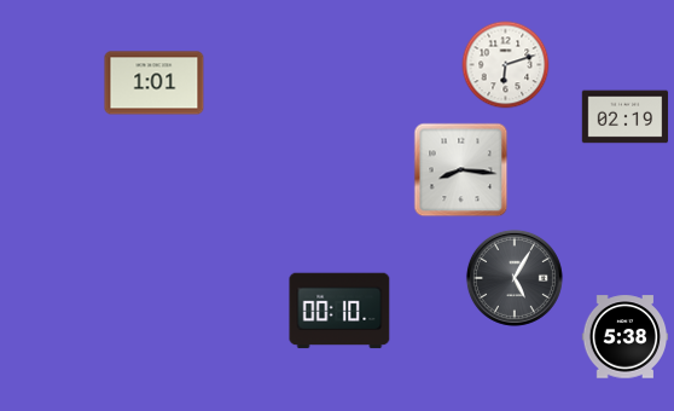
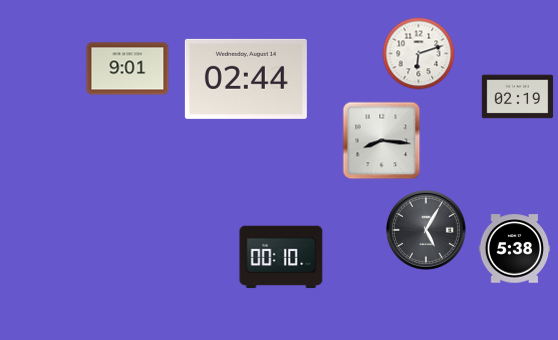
clock at (155, 83): 1:01 -> 9:01
clock at (246, 79): none -> 02:44
clock at (626, 337) position: (626, 337) -> (515, 249)
